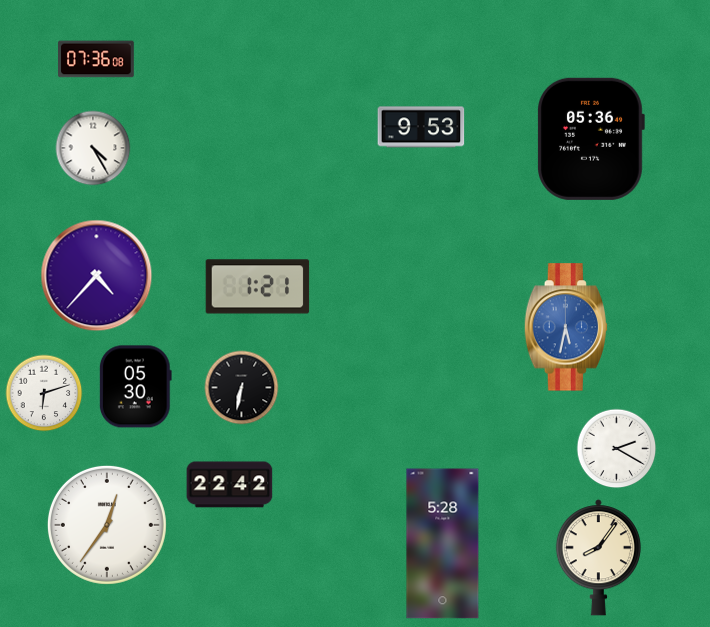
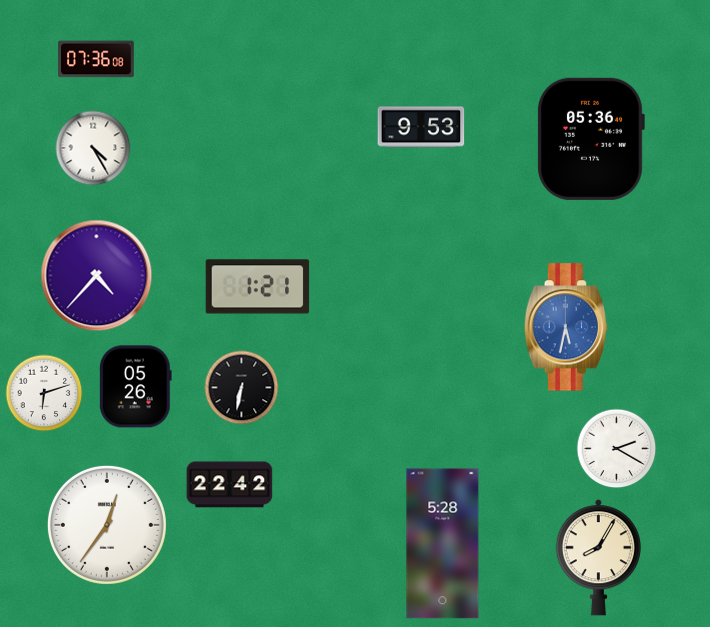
clock at (135, 387): 05:30 -> 05:26
clock at (598, 558): 8:06 -> 8:05
